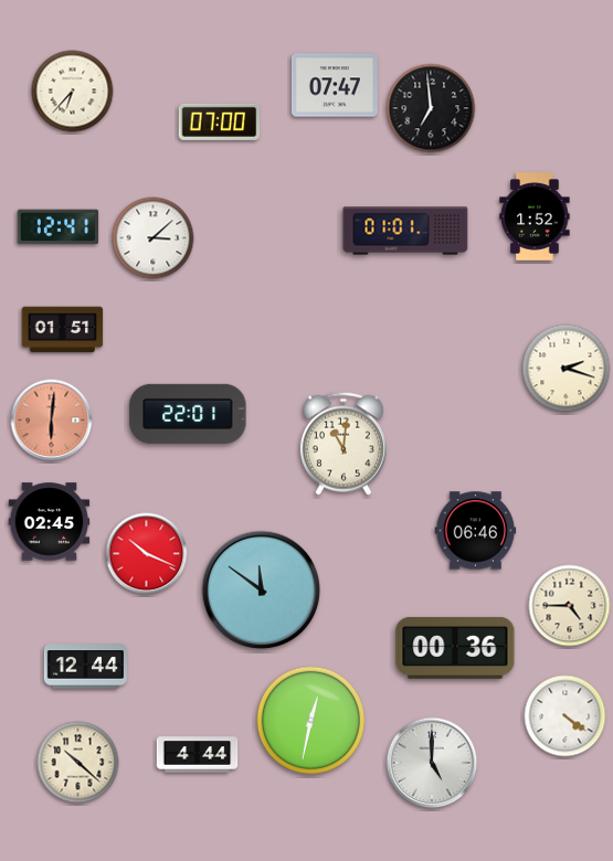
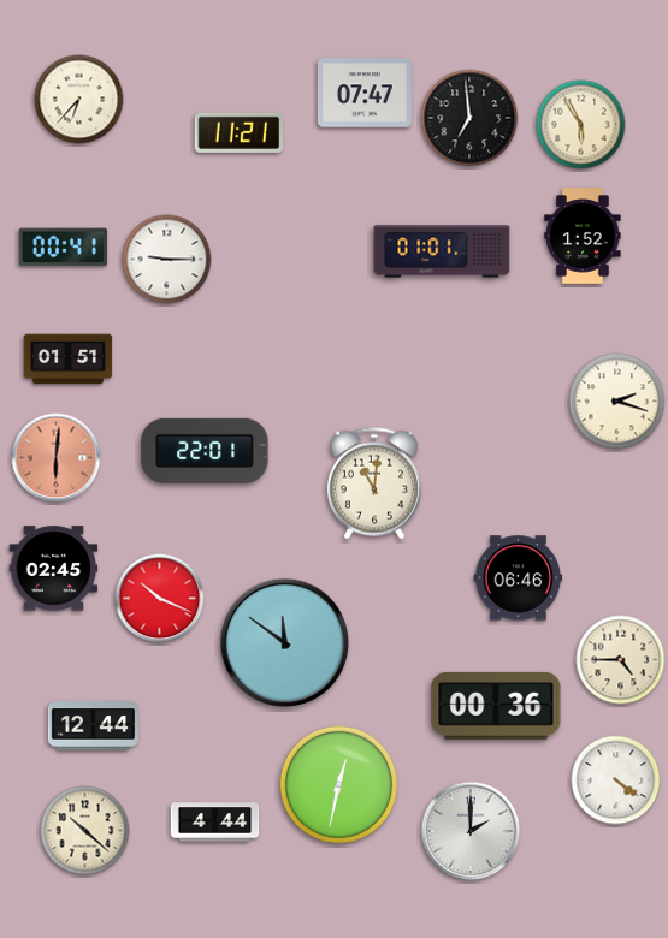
clock at (581, 125): none -> 5:55
clock at (220, 121): 07:00 -> 11:21
clock at (59, 227): 12:41 -> 00:41
clock at (154, 238): 3:08 -> 9:15
clock at (147, 554) position: (147, 554) -> (160, 599)
clock at (432, 763): 5:00 -> 2:00
